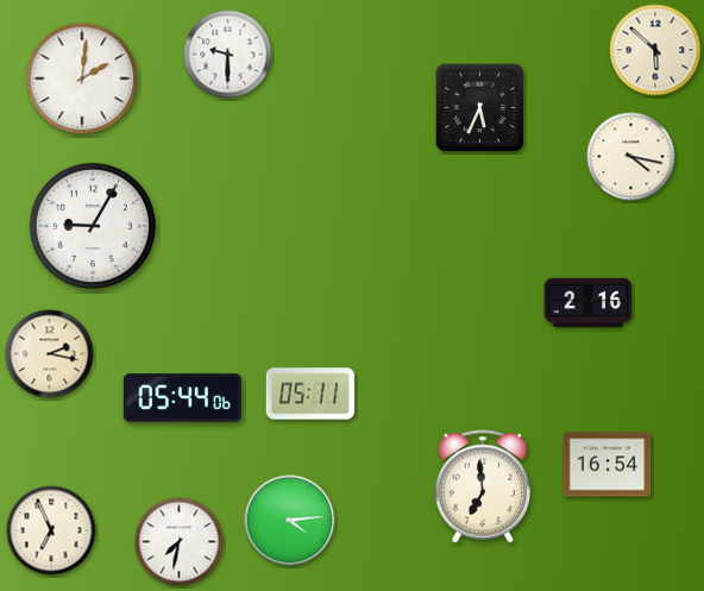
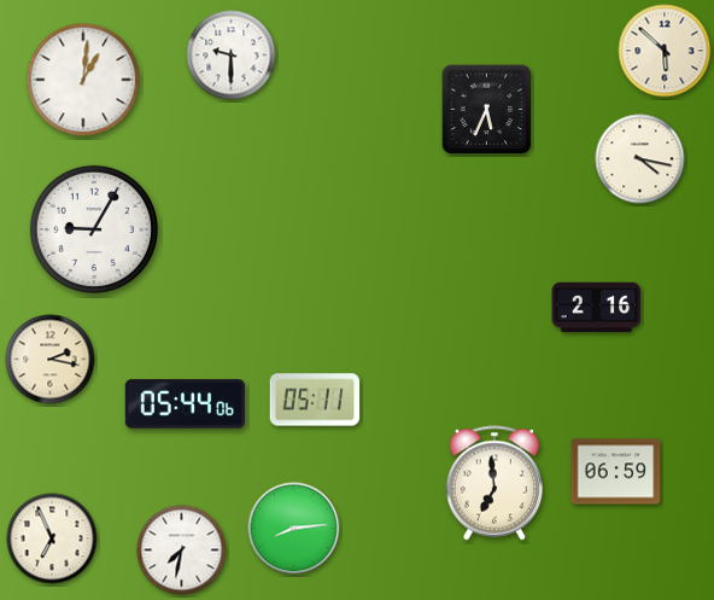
clock at (82, 78): 2:01 -> 1:01
clock at (608, 465): 16:54 -> 06:59
clock at (483, 486) position: (483, 486) -> (494, 483)
clock at (290, 521): 4:14 -> 8:14
